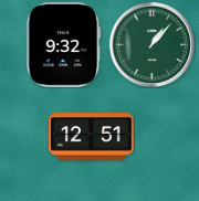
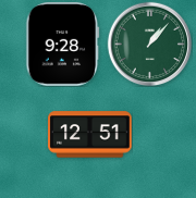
clock at (64, 45): 9:32 -> 9:28
